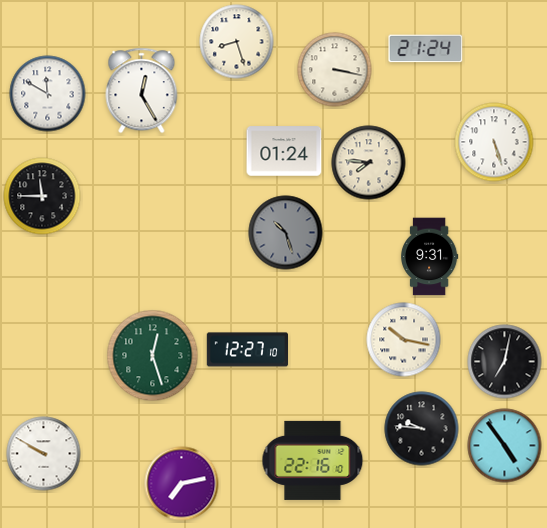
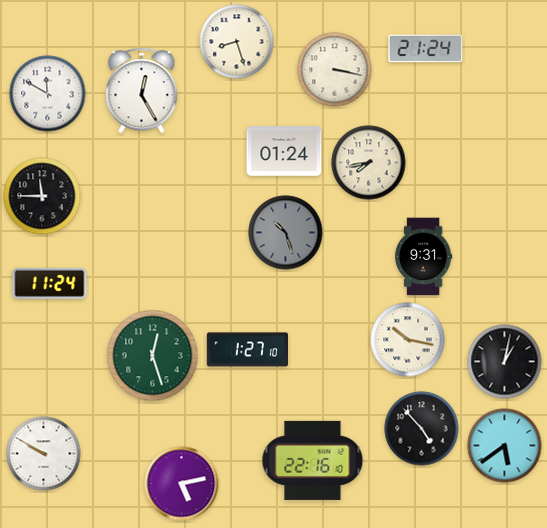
clock at (494, 142): 5:27 -> none
clock at (369, 163): 7:46 -> 7:43
clock at (429, 257) position: (429, 257) -> (423, 257)
clock at (50, 283): none -> 11:24
clock at (404, 340) position: (404, 340) -> (408, 340)
clock at (247, 350): 12:27 -> 1:27
clock at (505, 362): 7:02 -> 1:02
clock at (422, 429): 9:46 -> 4:53
clock at (505, 446): 4:54 -> 5:39
clock at (182, 484): 7:13 -> 5:13
